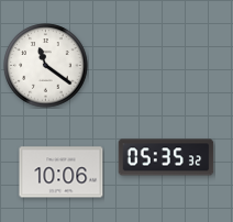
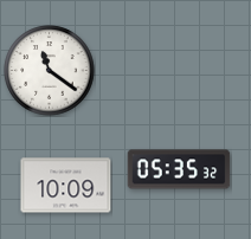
clock at (62, 173): 10:06 -> 10:09
